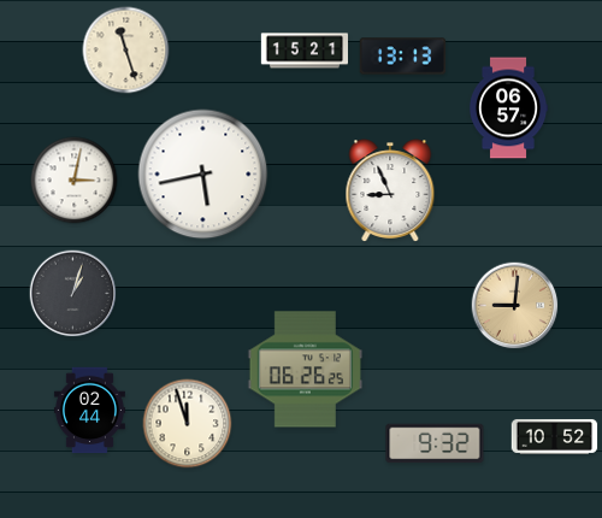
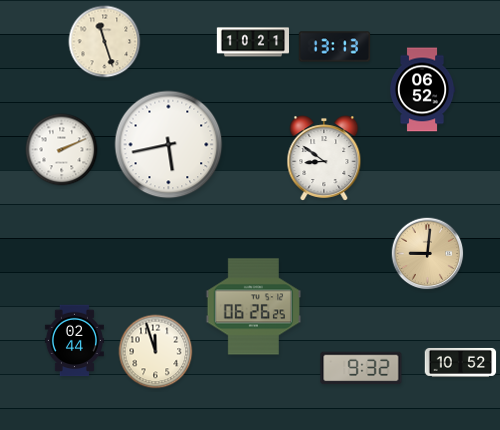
clock at (303, 51): 15:21 -> 10:21
clock at (508, 108): 06:57 -> 06:52
clock at (75, 181): 3:02 -> 2:11
clock at (390, 190): 8:56 -> 8:51
clock at (73, 294): 1:03 -> none
